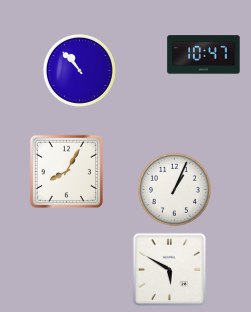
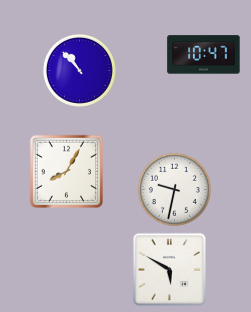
clock at (174, 189): 1:04 -> 9:32
